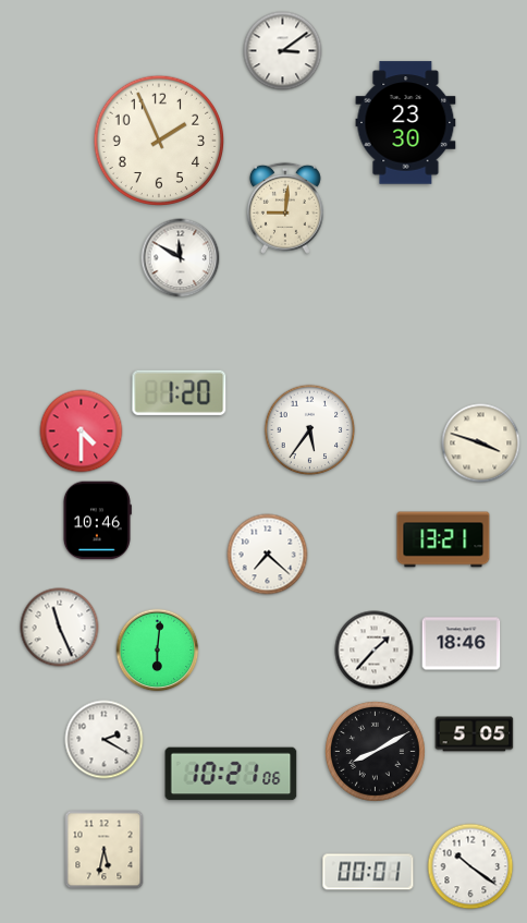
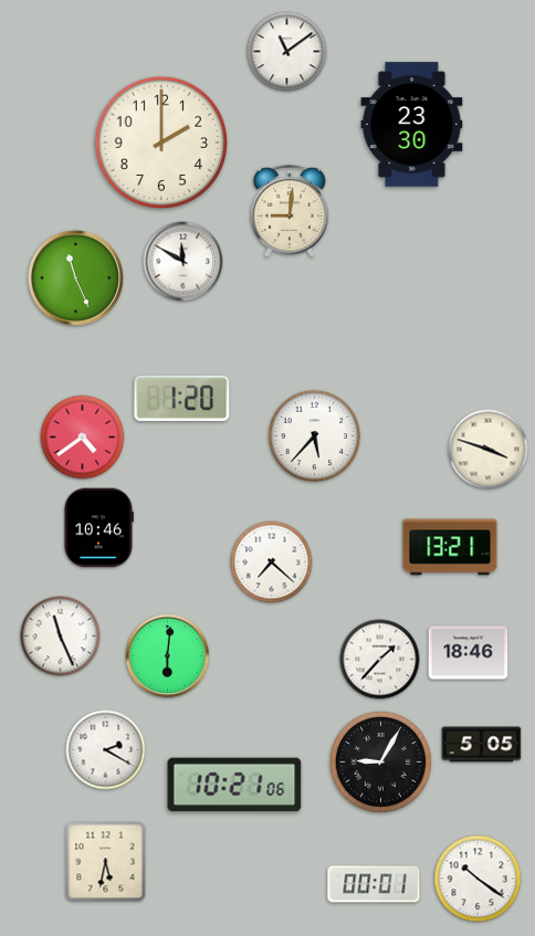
clock at (283, 51): 3:09 -> 11:09
clock at (158, 139): 1:56 -> 2:00
clock at (75, 277): none -> 11:26
clock at (310, 430): 5:36 -> 5:37
clock at (82, 432): 4:30 -> 4:39
clock at (158, 651) position: (158, 651) -> (168, 656)
clock at (375, 751): 8:10 -> 9:05
